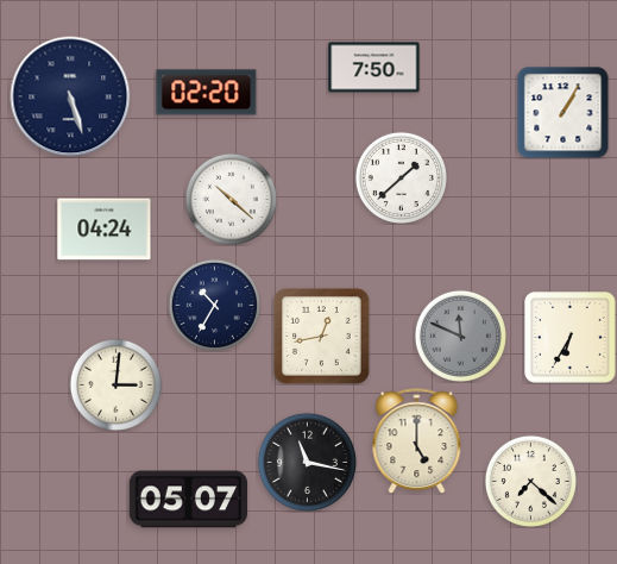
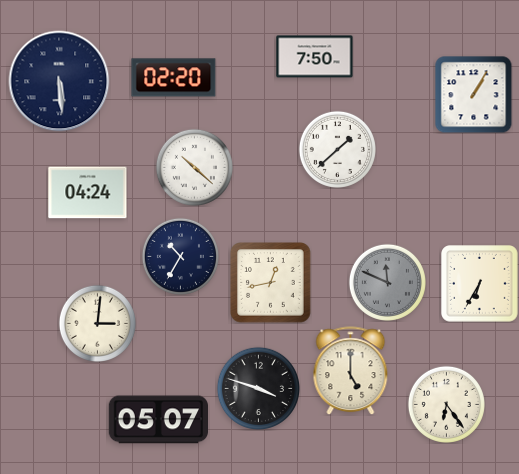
clock at (70, 96): 5:27 -> 5:29
clock at (307, 462): 11:17 -> 3:48
clock at (530, 481): 7:22 -> 6:24
